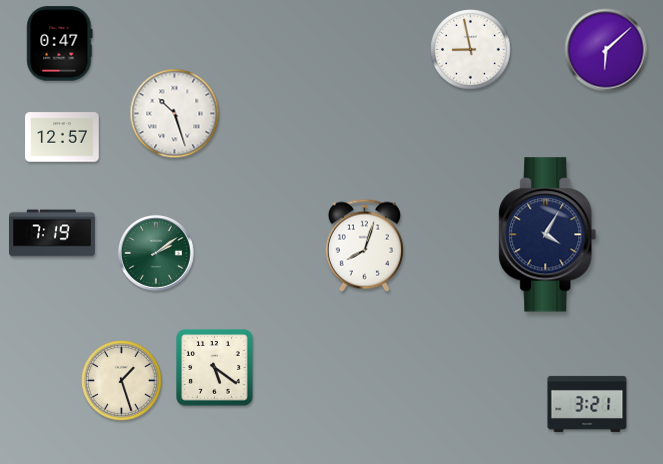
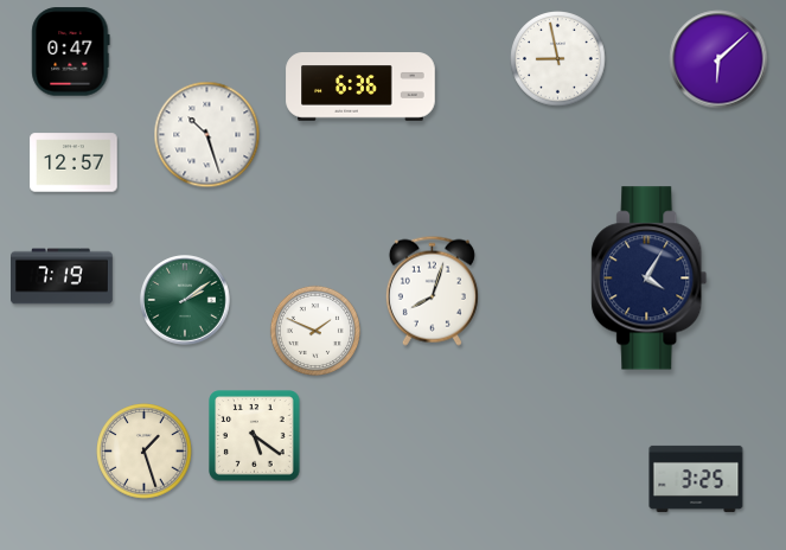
clock at (360, 87): none -> 6:36
clock at (314, 330): none -> 1:49
clock at (587, 404): 3:21 -> 3:25
